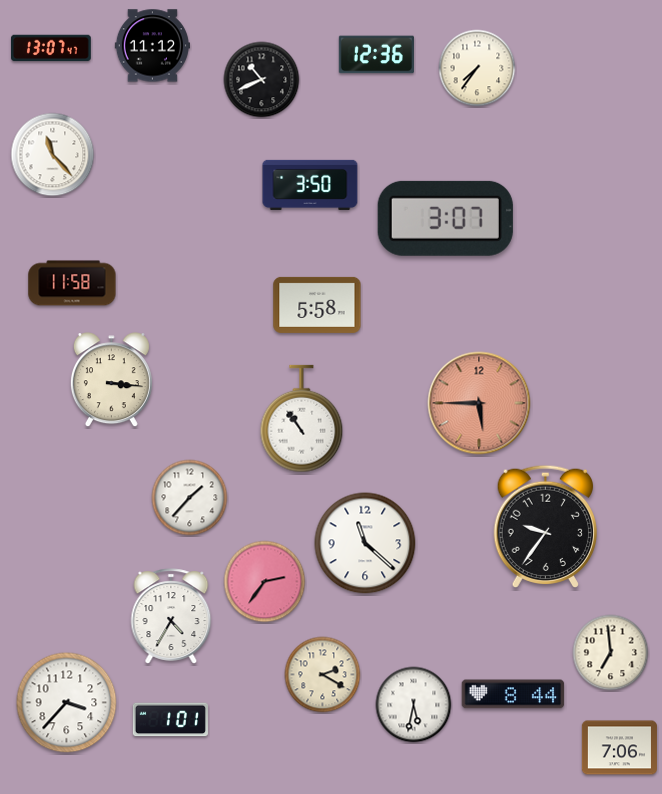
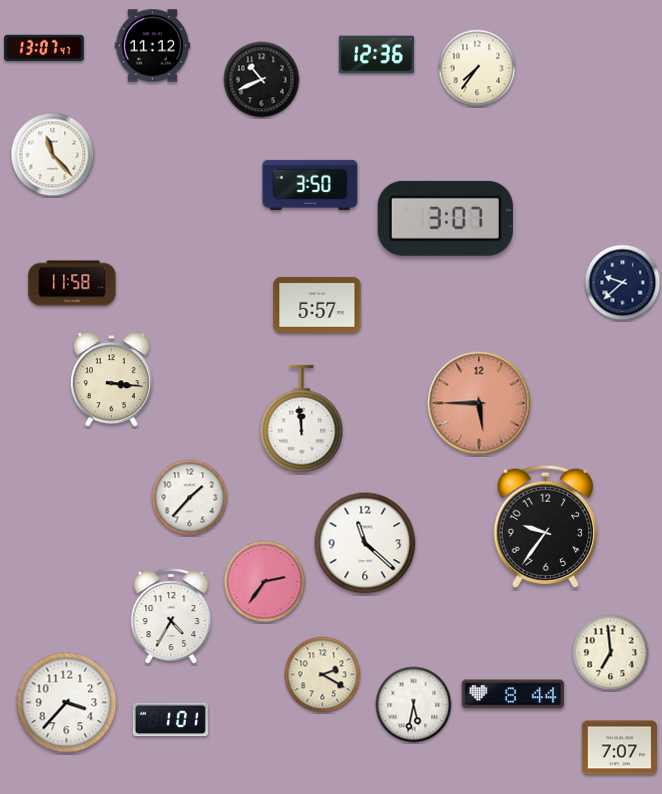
clock at (52, 48) position: (52, 48) -> (45, 48)
clock at (623, 283): none -> 9:38
clock at (317, 305): 5:58 -> 5:57
clock at (302, 419): 10:54 -> 11:59
clock at (619, 748): 7:06 -> 7:07
